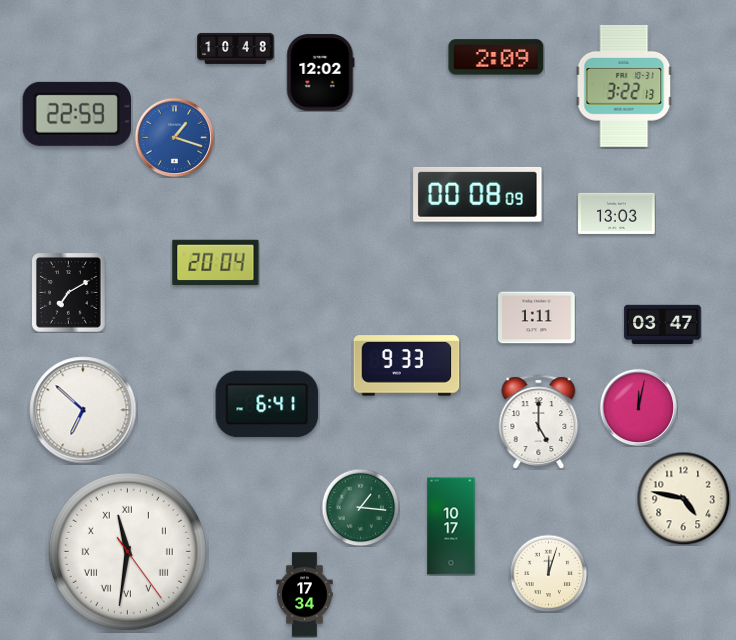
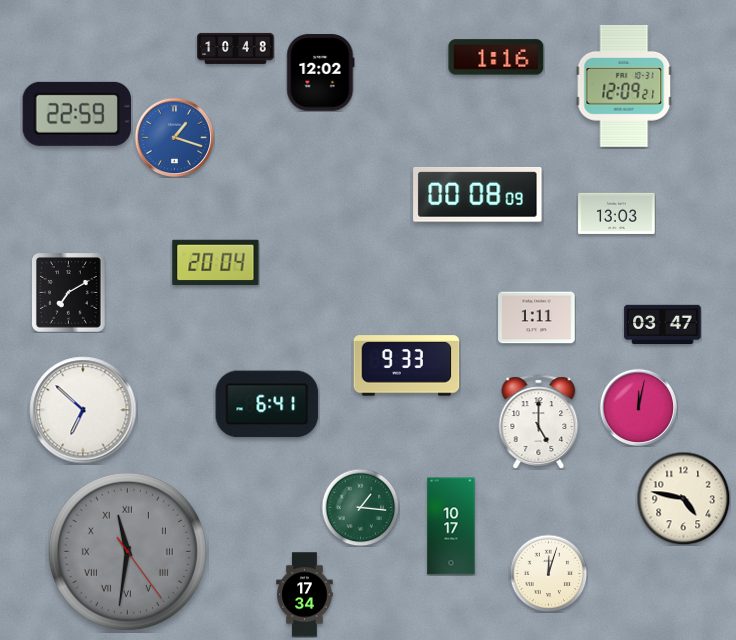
clock at (496, 57): 2:09 -> 1:16
clock at (624, 86): 3:22 -> 12:09
clock at (127, 551) dial: white -> grey
